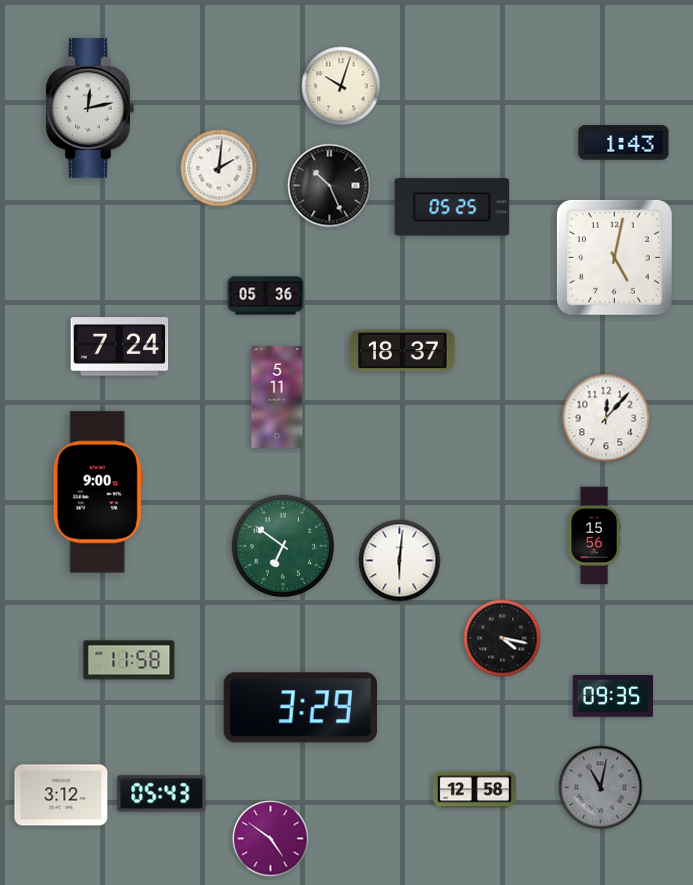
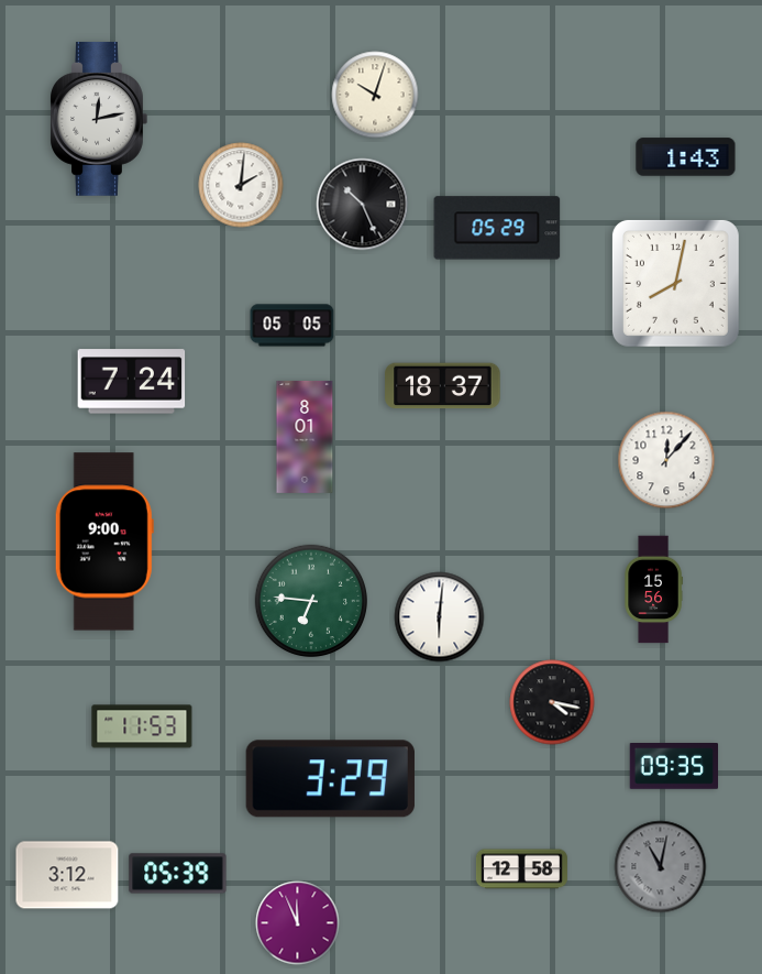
clock at (452, 207): 05:25 -> 05:29
clock at (614, 257): 5:02 -> 8:02
clock at (266, 296): 05:36 -> 05:05
clock at (277, 397): 5:11 -> 8:01
clock at (98, 492) position: (98, 492) -> (104, 541)
clock at (282, 545): 6:51 -> 6:46
clock at (129, 660): 11:58 -> 11:53
clock at (162, 794): 05:43 -> 05:39
clock at (271, 839): 4:51 -> 11:56
